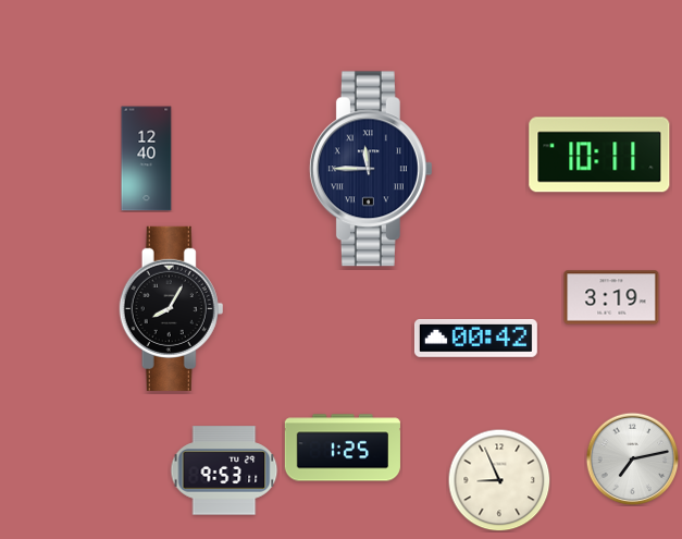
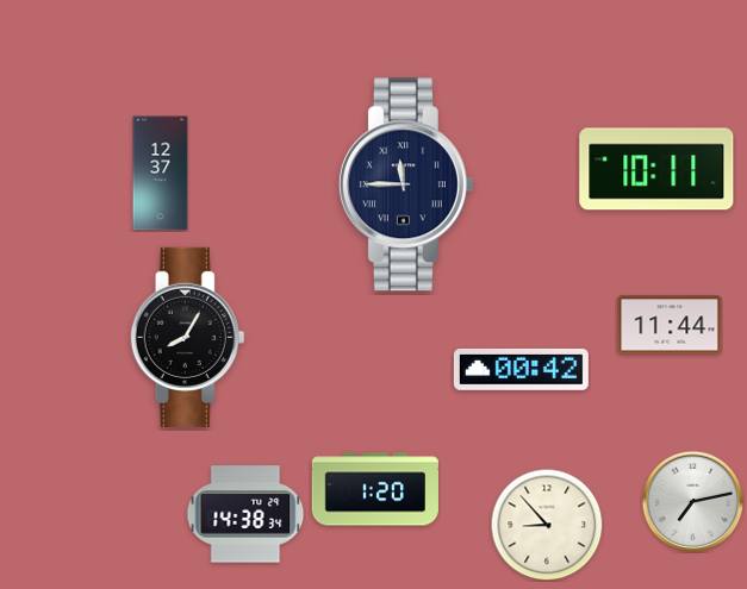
clock at (147, 159): 12:40 -> 12:37
clock at (611, 297): 3:19 -> 11:44
clock at (343, 448): 1:25 -> 1:20
clock at (224, 470): 9:53 -> 14:38
clock at (499, 480): 8:56 -> 8:53
